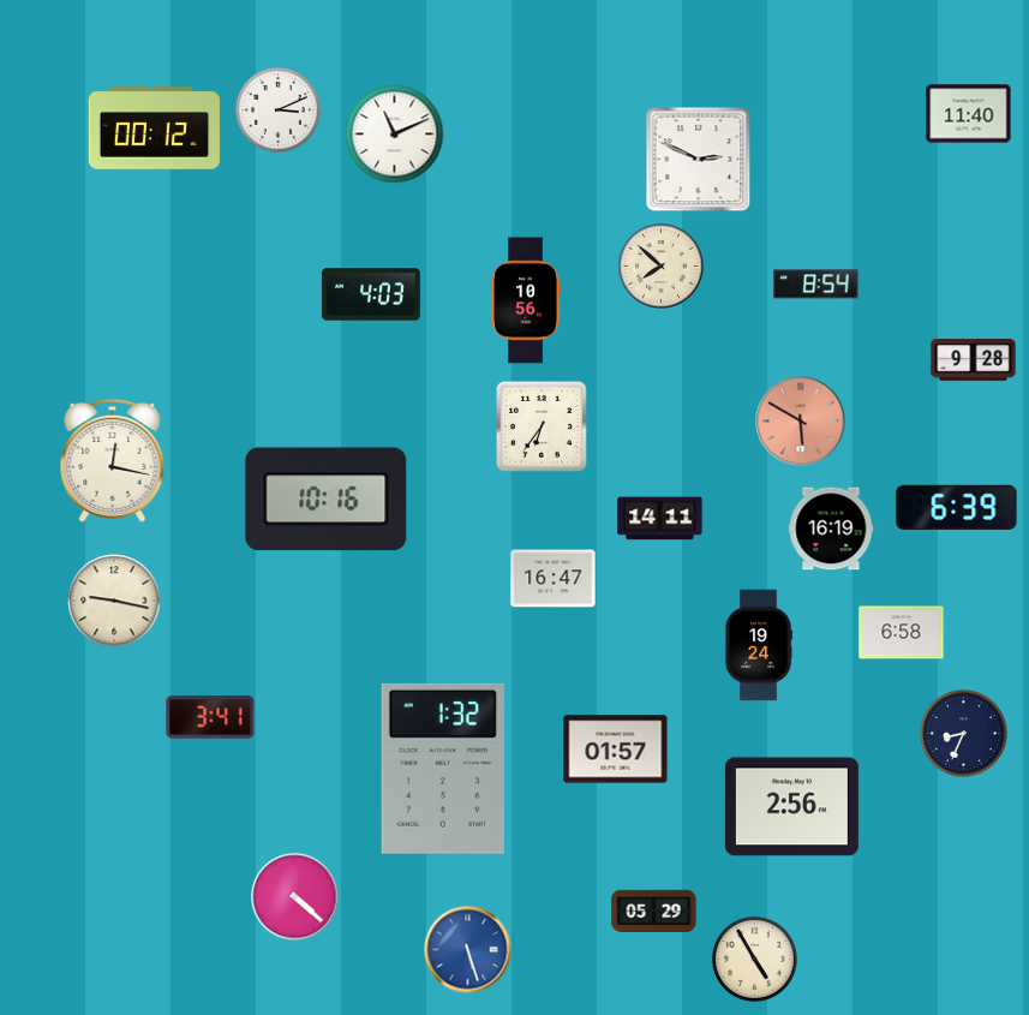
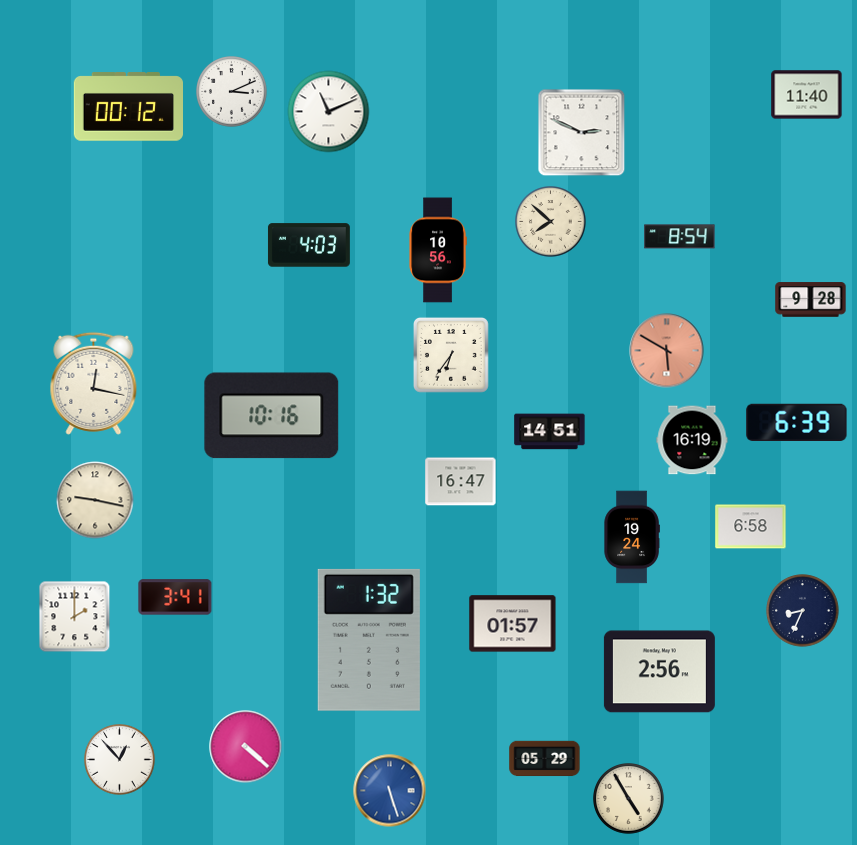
clock at (660, 519): 14:11 -> 14:51
clock at (75, 617): none -> 2:00
clock at (120, 760): none -> 12:53
